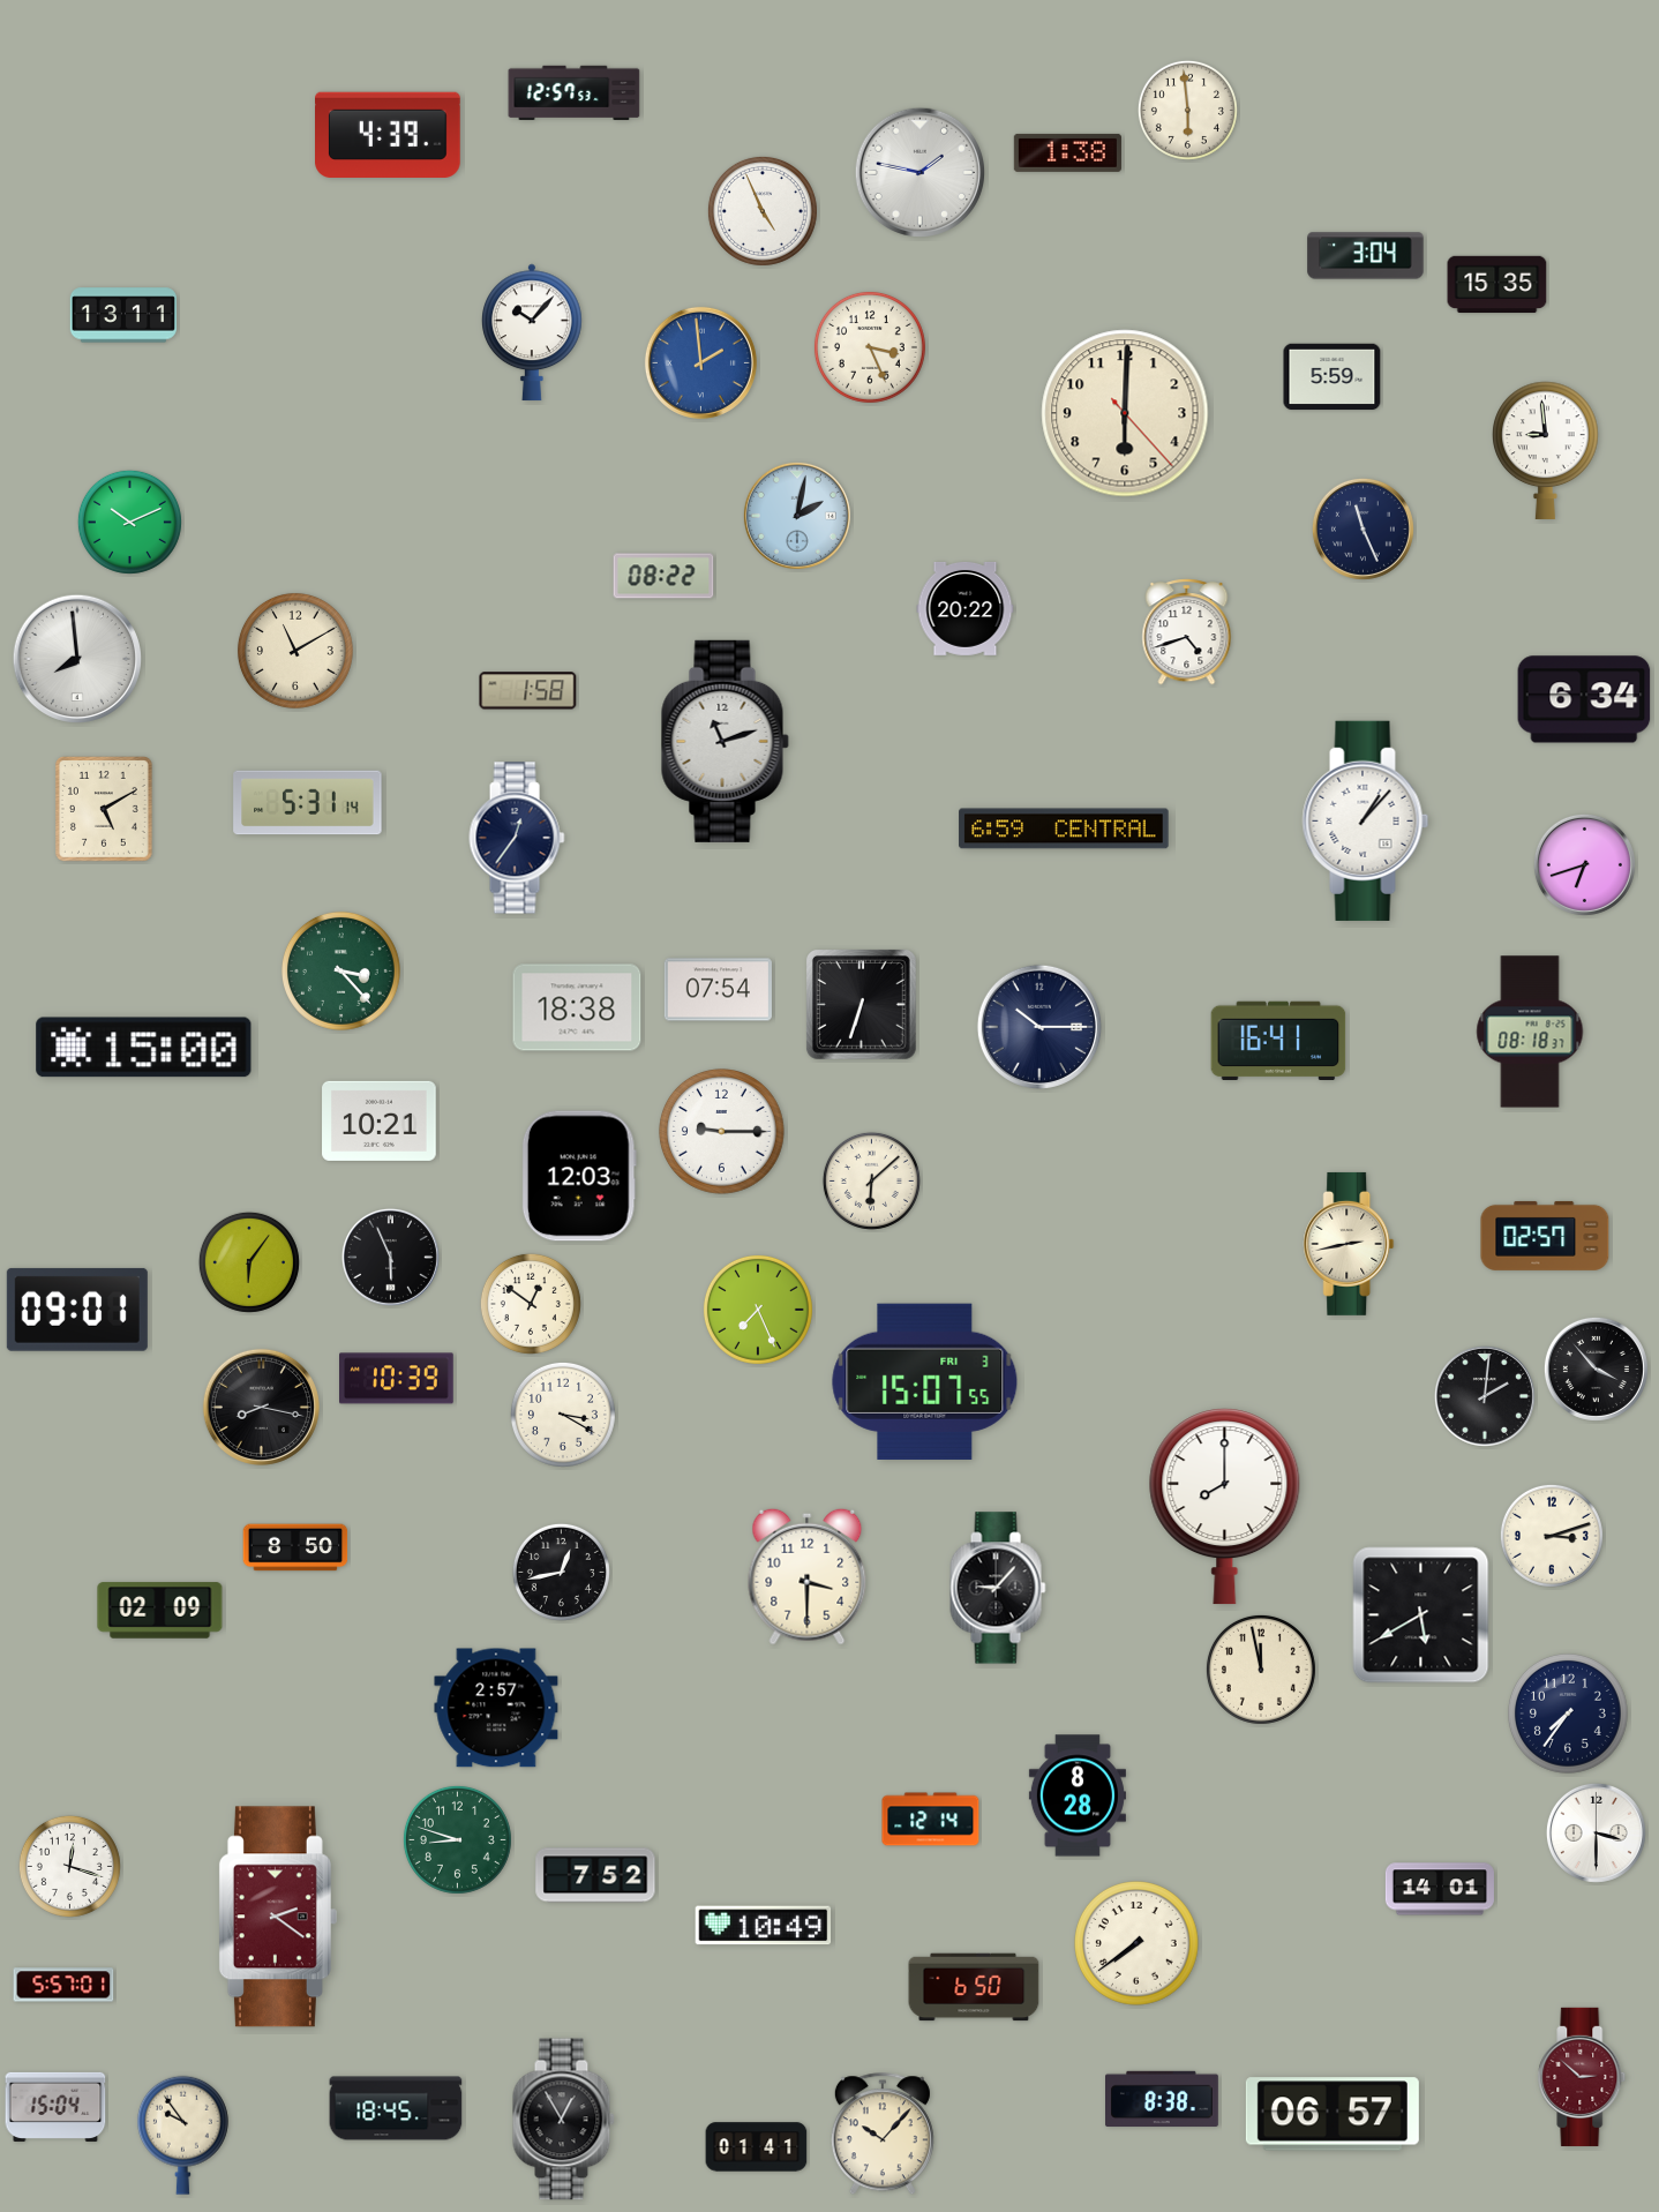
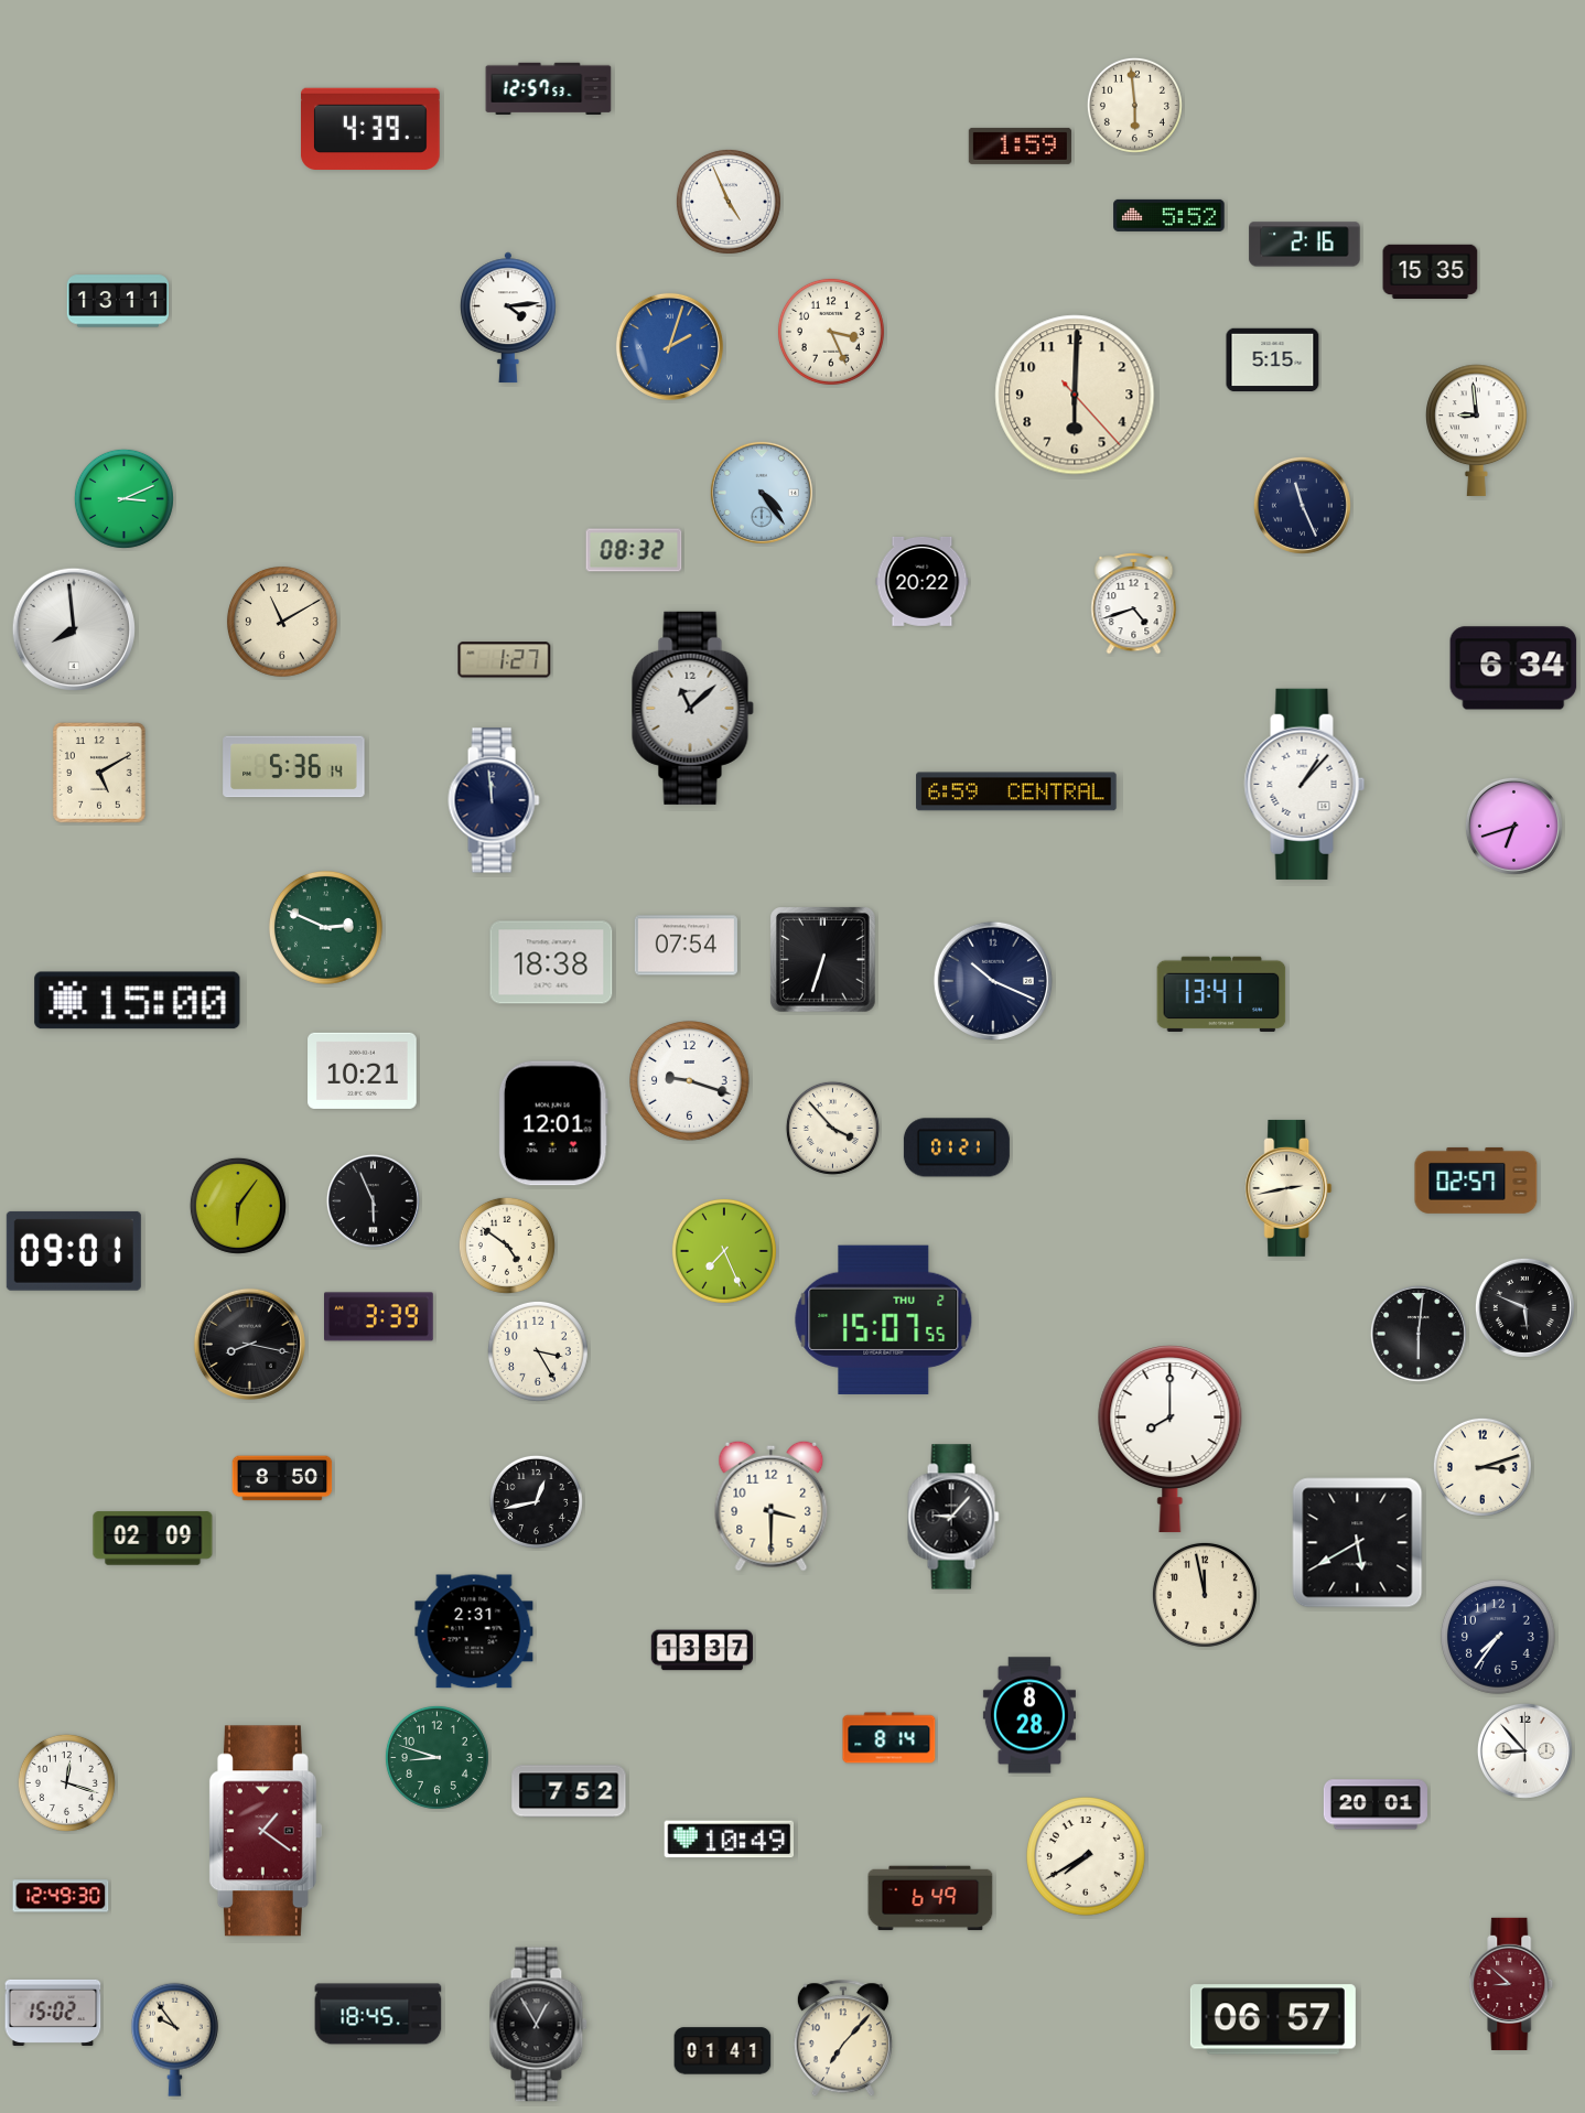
clock at (1067, 152): 1:38 -> 1:59
clock at (919, 172): 1:47 -> none
clock at (1169, 215): none -> 5:52
clock at (1366, 256): 3:04 -> 2:16
clock at (533, 332): 10:07 -> 4:14
clock at (700, 362): 1:59 -> 2:03
clock at (1333, 377): 5:59 -> 5:15
clock at (797, 516): 2:02 -> 4:24
clock at (129, 522): 10:11 -> 3:11
clock at (663, 576): 08:22 -> 08:32
clock at (528, 691): 1:58 -> 1:27
clock at (725, 741): 11:12 -> 11:08
clock at (308, 803): 5:31 -> 5:36
clock at (517, 838): 12:36 -> 11:59
clock at (340, 970): 3:23 -> 2:49
clock at (1039, 1027): 10:15 -> 10:19
clock at (1530, 1032): 08:18 -> none
clock at (1278, 1041): 16:41 -> 13:41
clock at (722, 1132): 9:15 -> 9:18
clock at (579, 1176): 12:03 -> 12:01
clock at (871, 1180): 6:08 -> 3:53
clock at (957, 1147): none -> 01:21
clock at (531, 1304): 12:51 -> 4:51
clock at (1596, 1369): 3:53 -> 5:49
clock at (397, 1379): 10:39 -> 3:39
clock at (925, 1381) date: FRI 3 -> THU 2
clock at (1485, 1396): 2:01 -> 6:01
clock at (563, 1415): 3:20 -> 3:25
clock at (496, 1708): 2:57 -> 2:31
clock at (701, 1650): none -> 13:37
clock at (931, 1820): 12:14 -> 8:14
clock at (1596, 1832): 3:30 -> 8:53
clock at (1440, 1889): 14:01 -> 20:01
clock at (278, 1917): 2:21 -> 1:21
clock at (1138, 1944): 7:39 -> 7:40
clock at (63, 1985): 5:57 -> 12:49
clock at (974, 1987): 6:50 -> 6:49
clock at (1582, 2077): 2:52 -> 8:52
clock at (1163, 2098): 8:38 -> none
clock at (55, 2107): 15:04 -> 15:02
clock at (883, 2135): 10:07 -> 7:07
